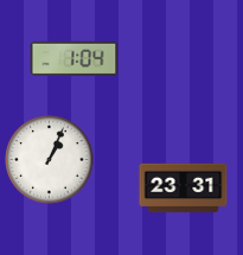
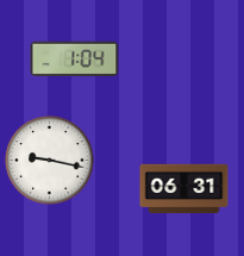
clock at (50, 160): 1:04 -> 9:17
clock at (184, 189): 23:31 -> 06:31
